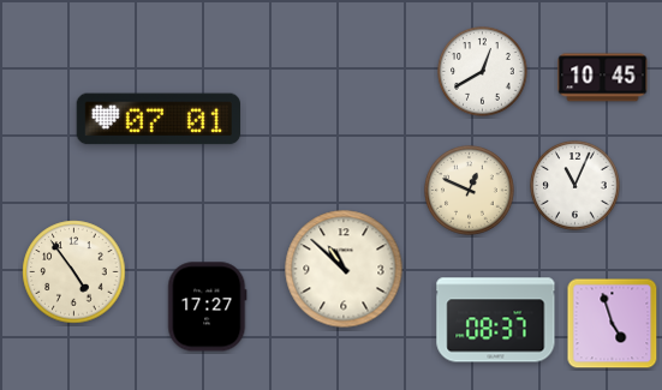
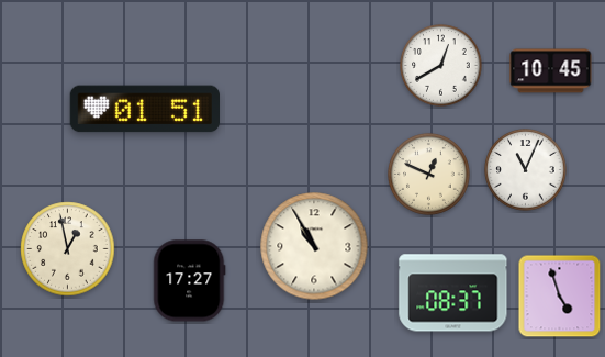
clock at (157, 119): 07:01 -> 01:51
clock at (344, 269): 10:52 -> 10:55
clock at (74, 272): 4:54 -> 12:58
